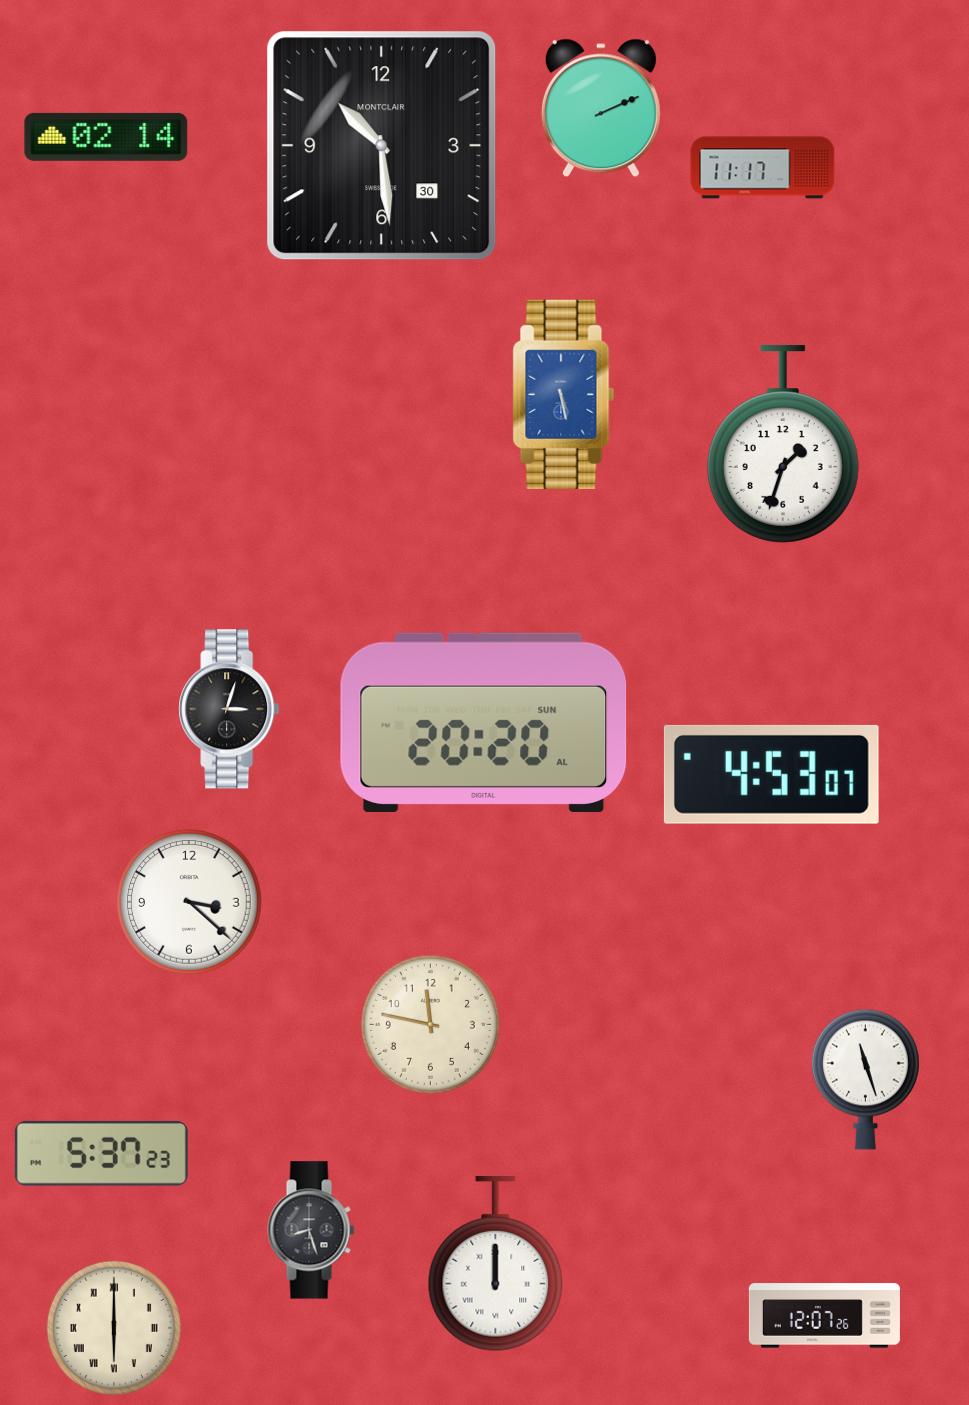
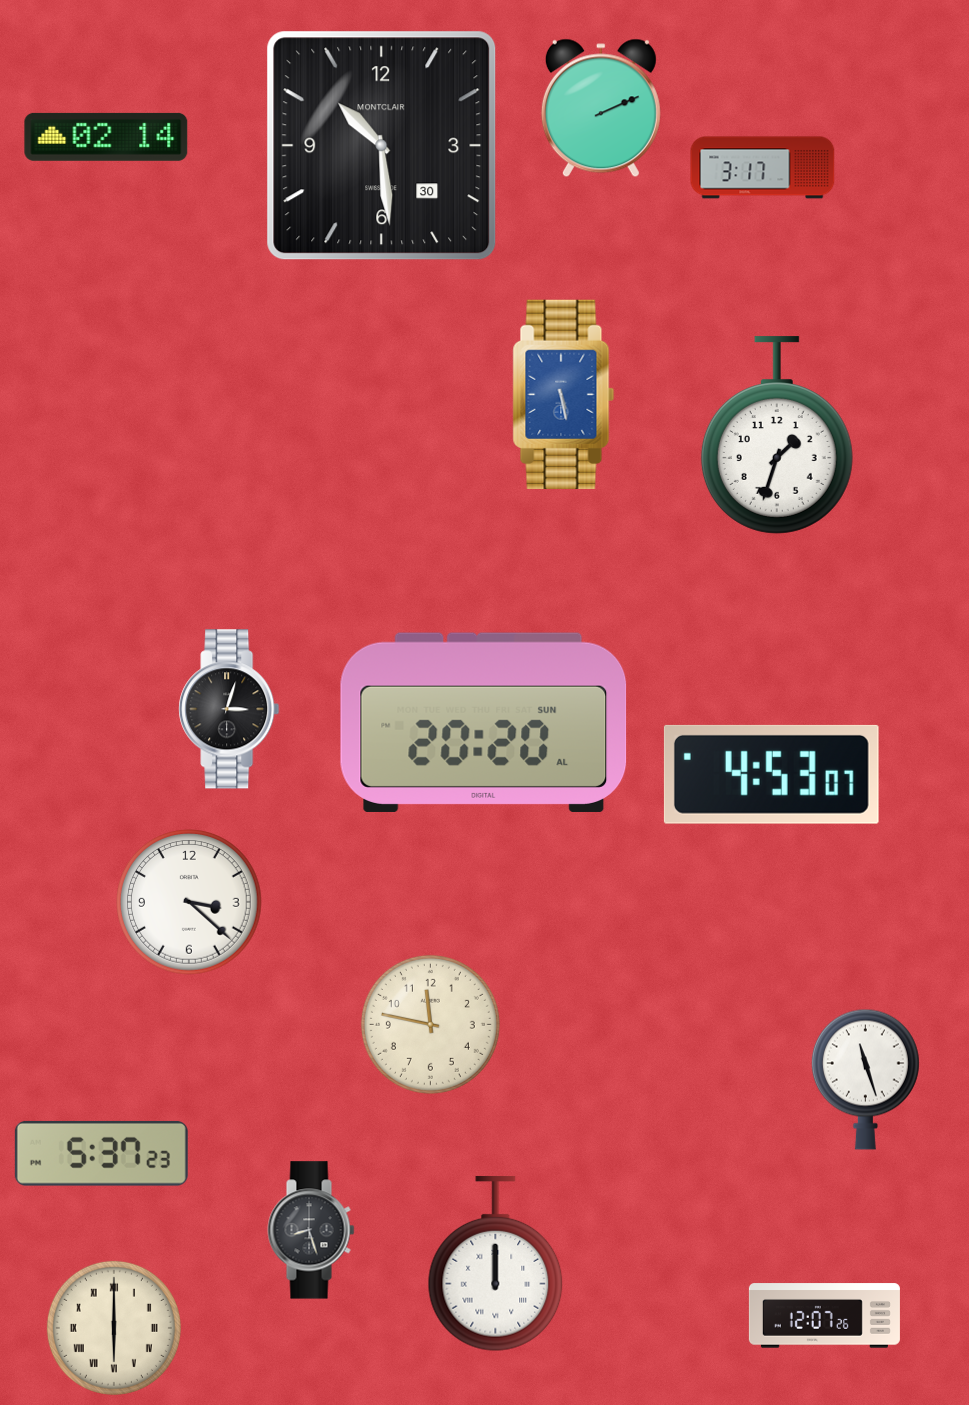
clock at (763, 168): 11:17 -> 3:17
clock at (783, 444) position: (783, 444) -> (777, 435)
